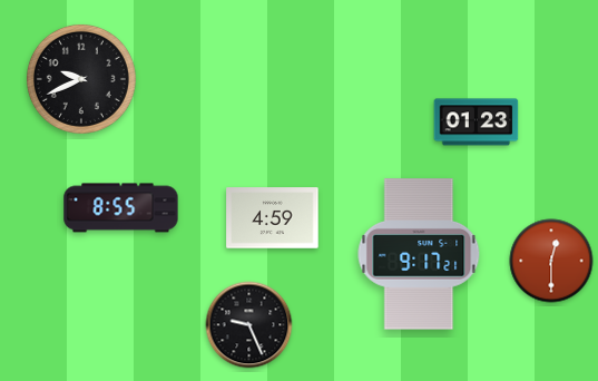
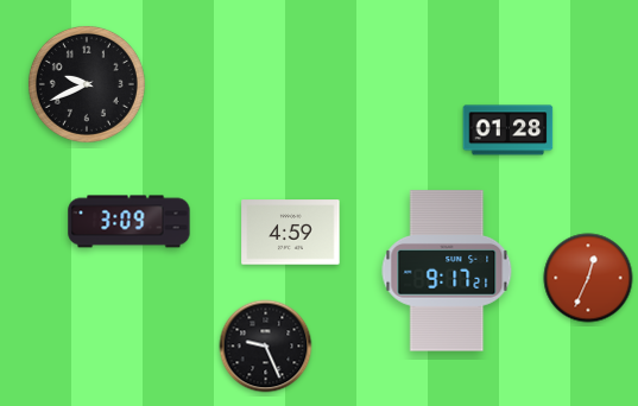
clock at (477, 123): 01:23 -> 01:28
clock at (121, 208): 8:55 -> 3:09
clock at (551, 261): 12:30 -> 12:34
